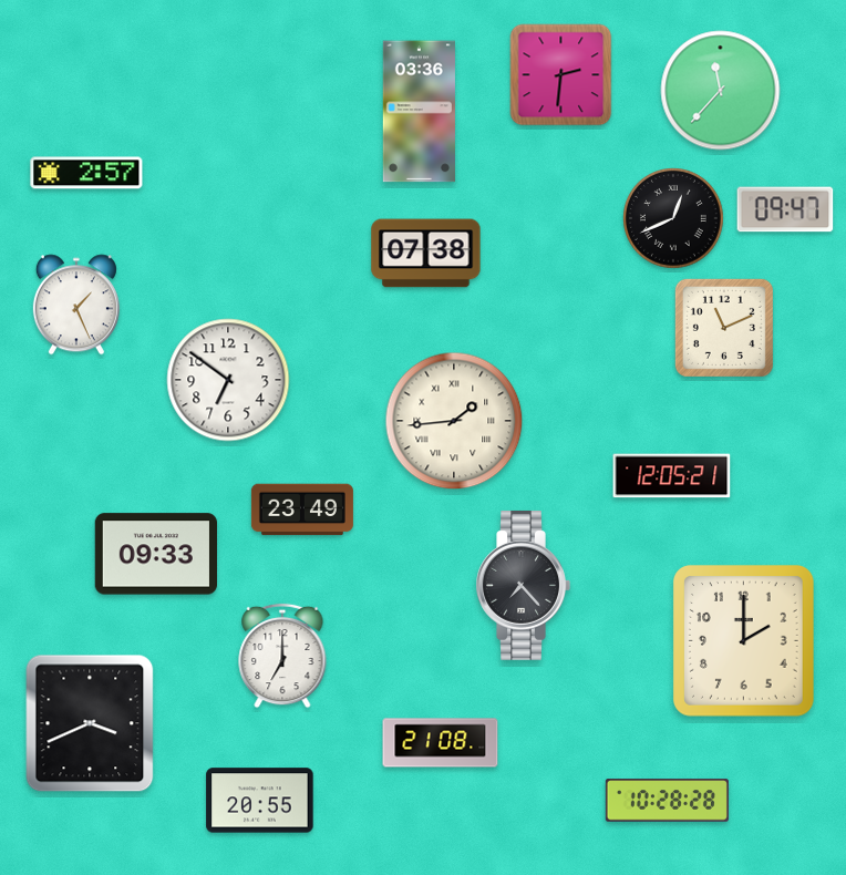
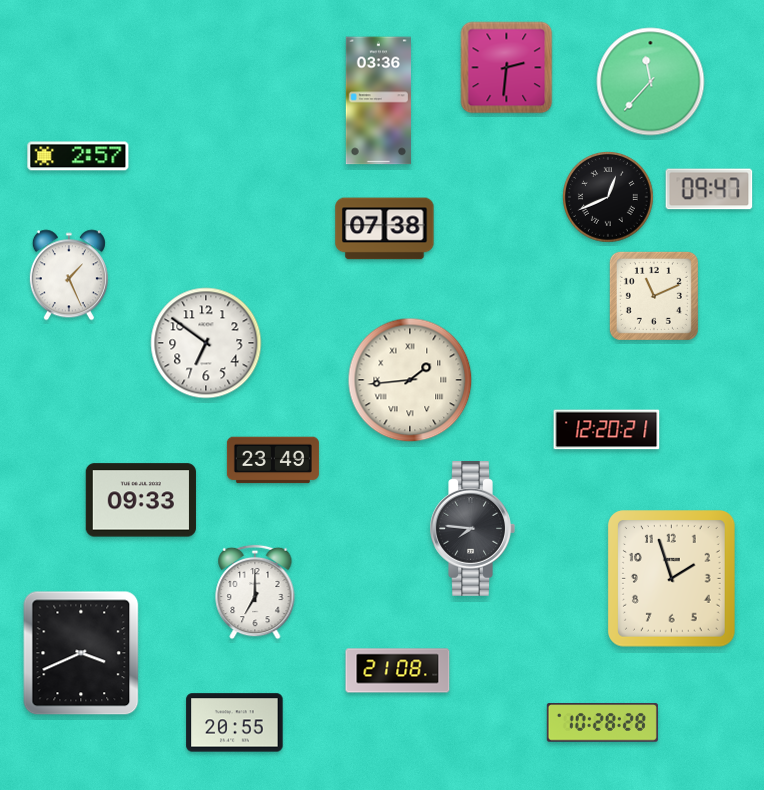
clock at (672, 476): 12:05 -> 12:20
clock at (523, 585): 7:23 -> 7:46
clock at (744, 641): 2:00 -> 1:57
